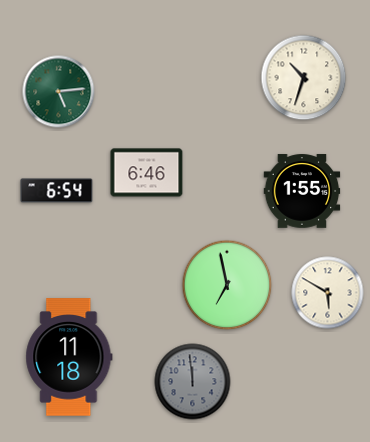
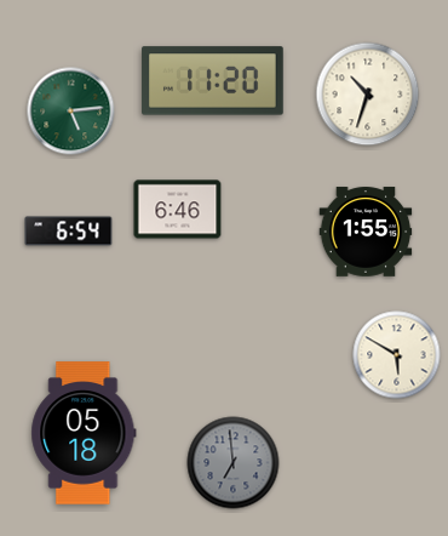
clock at (213, 81): none -> 11:20
clock at (227, 285): 6:58 -> none
clock at (69, 357): 11:18 -> 05:18
clock at (193, 382): 11:59 -> 6:59
